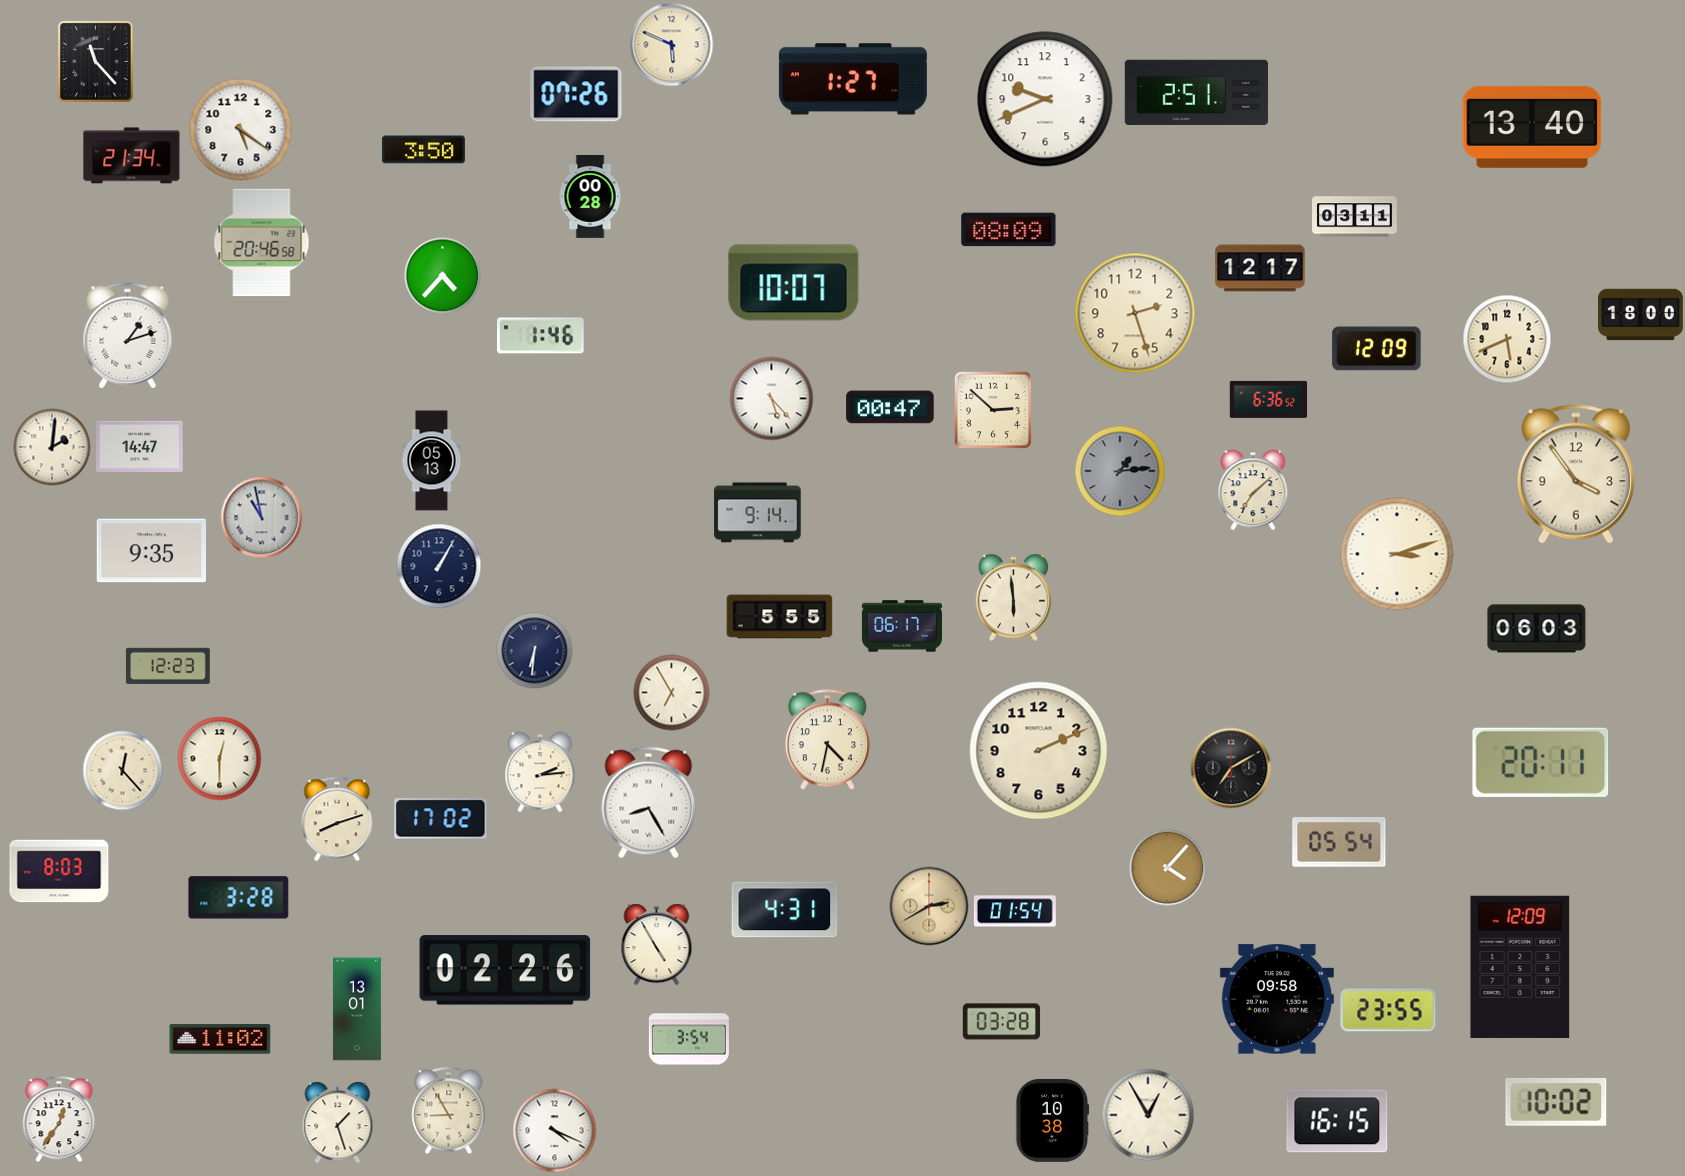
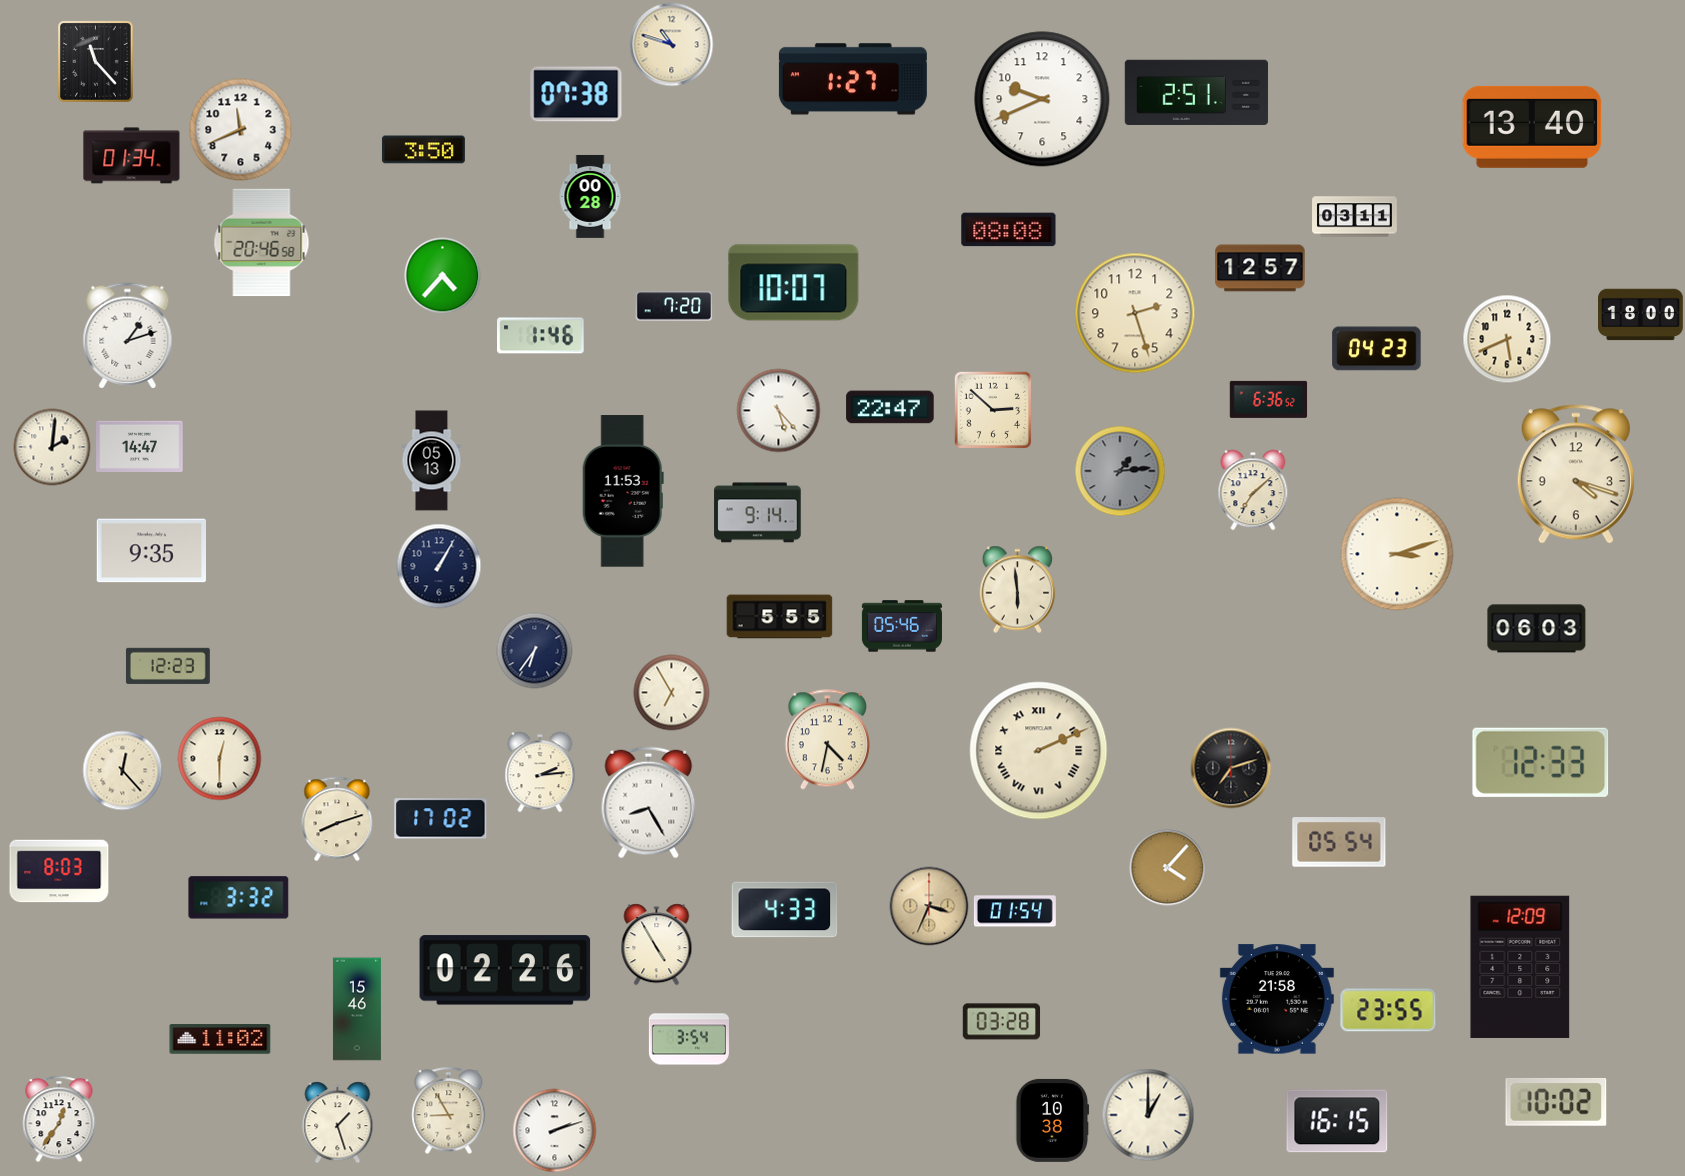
clock at (672, 45): 5:49 -> 10:48
clock at (576, 94): 07:26 -> 07:38
clock at (1045, 99) position: (1045, 99) -> (1042, 99)
clock at (241, 130): 5:21 -> 11:41
clock at (132, 156): 21:34 -> 01:34
clock at (1009, 230): 08:09 -> 08:08
clock at (1260, 268): 12:17 -> 12:57
clock at (674, 306): none -> 7:20
clock at (1377, 349): 12:09 -> 04:23
clock at (772, 399) position: (772, 399) -> (779, 411)
clock at (890, 407): 00:47 -> 22:47
clock at (1576, 474): 3:54 -> 4:18
clock at (623, 491): none -> 11:53
clock at (262, 518): 10:58 -> none
clock at (1014, 598) position: (1014, 598) -> (1018, 590)
clock at (902, 626): 06:17 -> 05:46
clock at (535, 651): 6:31 -> 6:36
clock at (1039, 751) numerals: Arabic -> Roman
clock at (1541, 762): 20:11 -> 12:33
clock at (1231, 768): 7:10 -> 7:12
clock at (239, 898): 3:28 -> 3:32
clock at (929, 906): 2:40 -> 3:34
clock at (785, 910): 4:31 -> 4:33
clock at (1277, 999): 09:58 -> 21:58
clock at (357, 1009): 13:01 -> 15:46
clock at (1148, 1115): 12:55 -> 1:00
clock at (555, 1131): 4:19 -> 2:12
